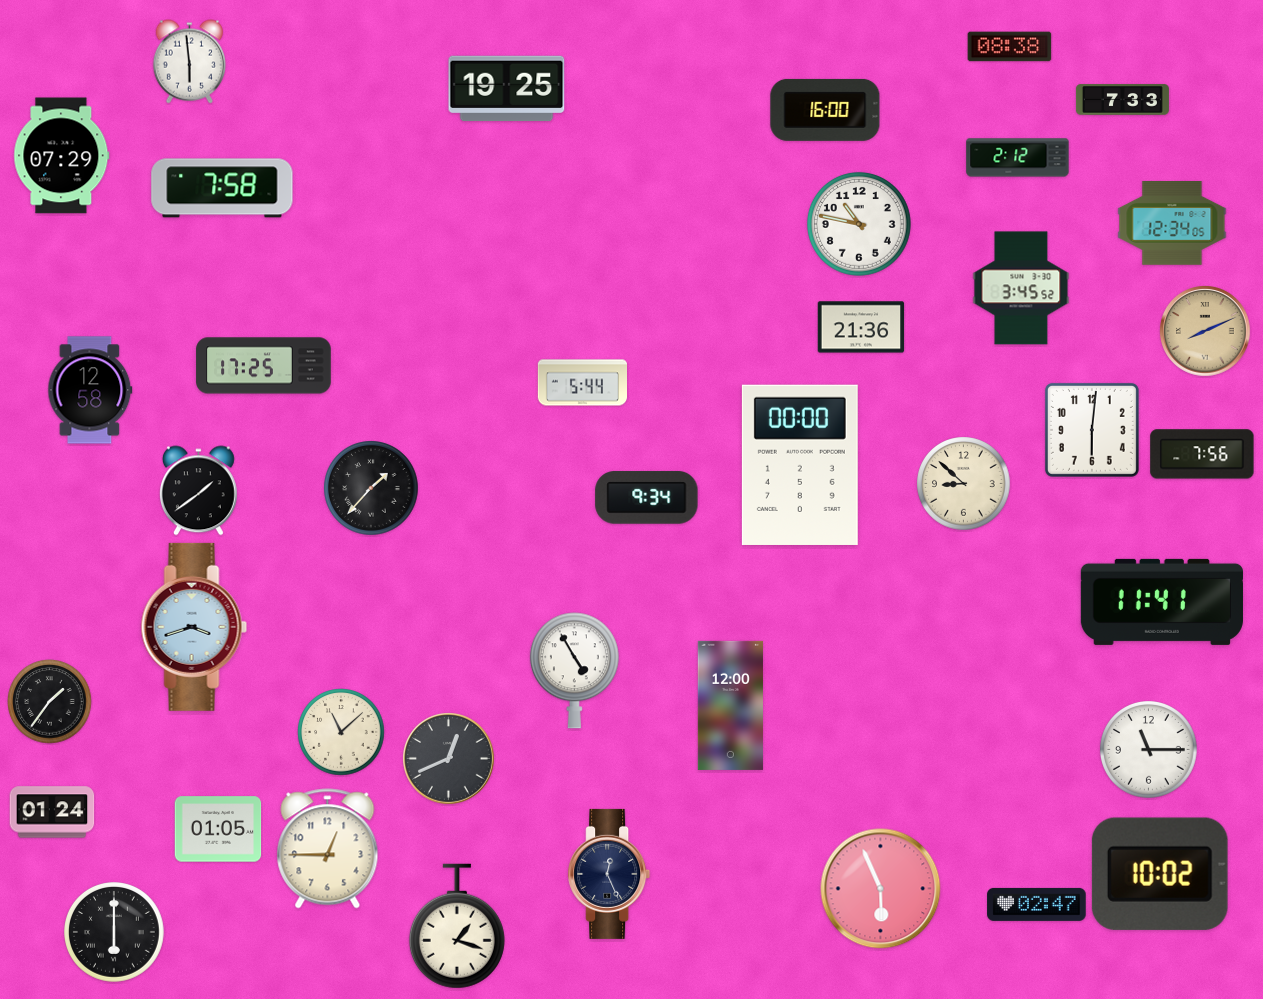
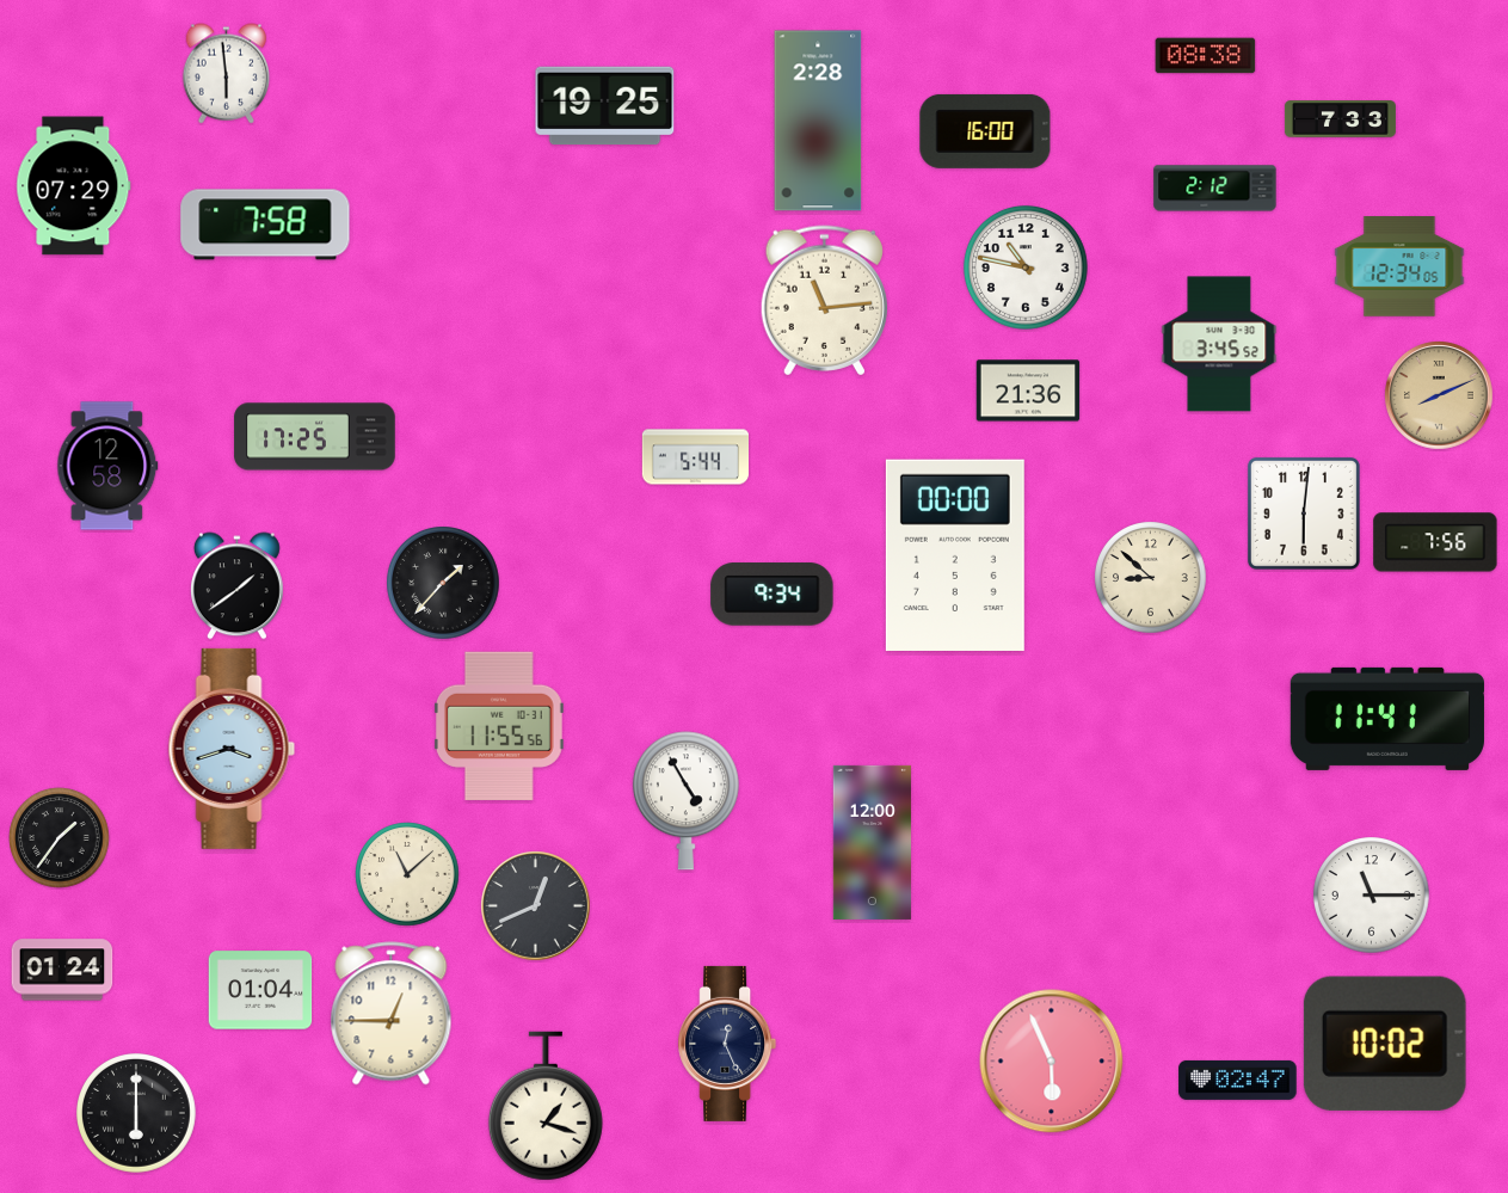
clock at (818, 121): none -> 2:28
clock at (824, 301): none -> 11:14
clock at (499, 725): none -> 11:55
clock at (218, 829): 01:05 -> 01:04
